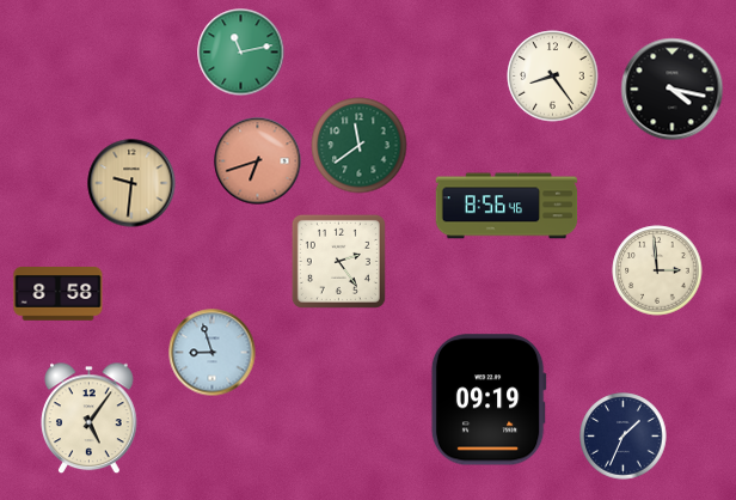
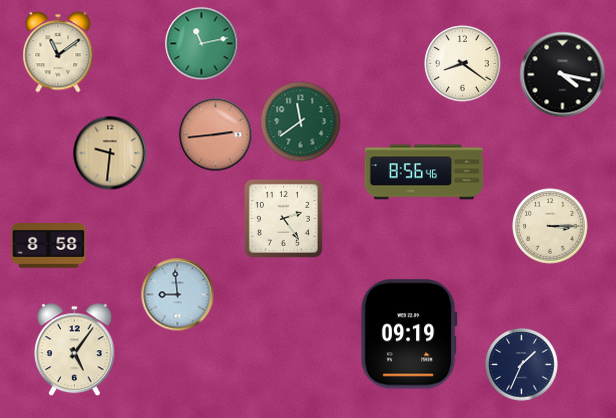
clock at (58, 52): none -> 11:09
clock at (553, 77): 8:24 -> 8:21
clock at (258, 161): 6:42 -> 2:44
clock at (657, 270): 2:59 -> 3:15
clock at (213, 353): 8:57 -> 8:59
